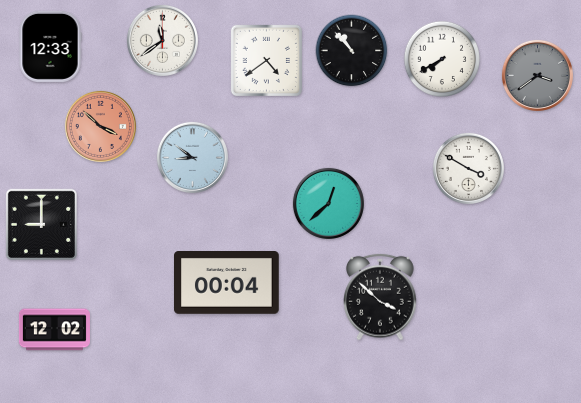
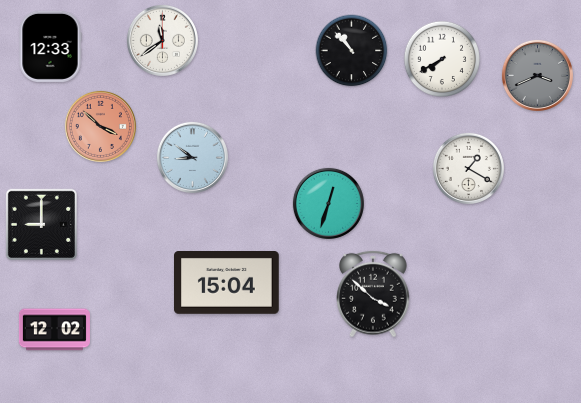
clock at (266, 60): 4:39 -> none
clock at (537, 75): 3:39 -> 3:41
clock at (468, 168): 3:50 -> 1:20
clock at (328, 203): 12:38 -> 12:33
clock at (227, 283): 00:04 -> 15:04
clock at (381, 297) position: (381, 297) -> (374, 294)
